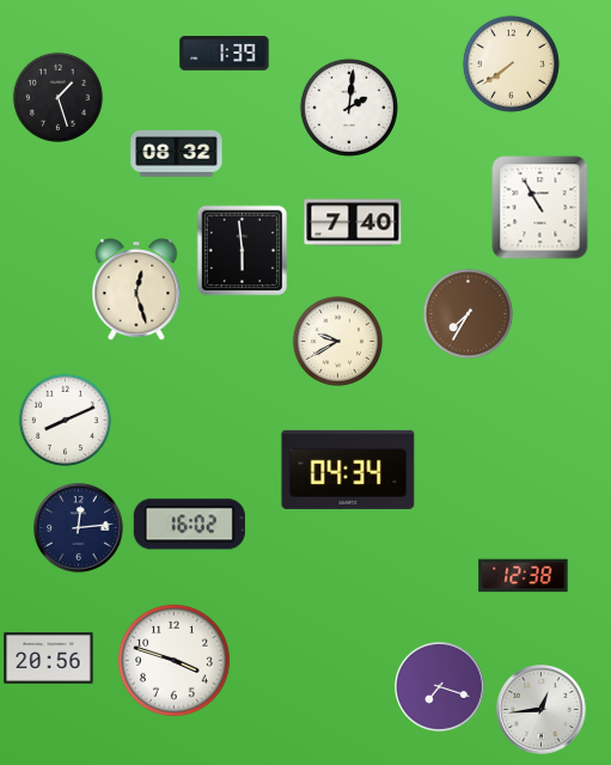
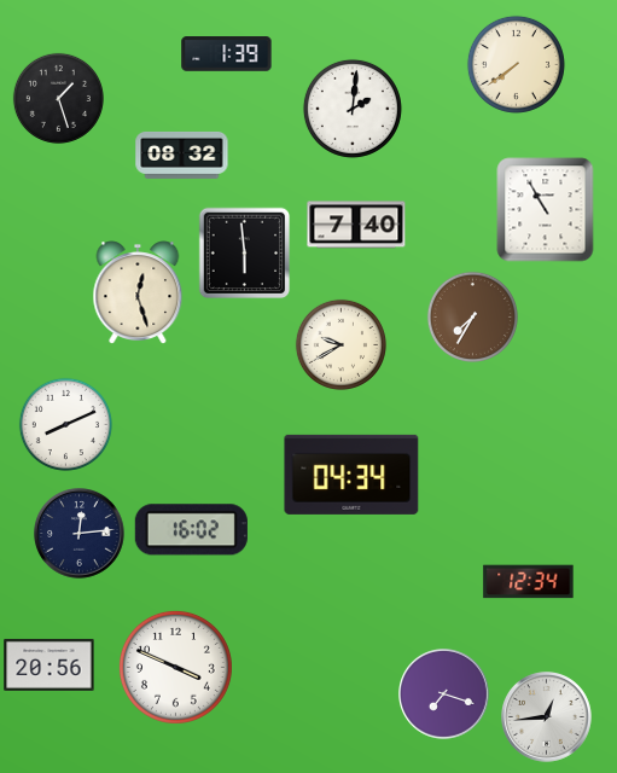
clock at (177, 153) position: (177, 153) -> (182, 155)
clock at (524, 576): 12:38 -> 12:34
clock at (173, 660): 3:48 -> 3:49
